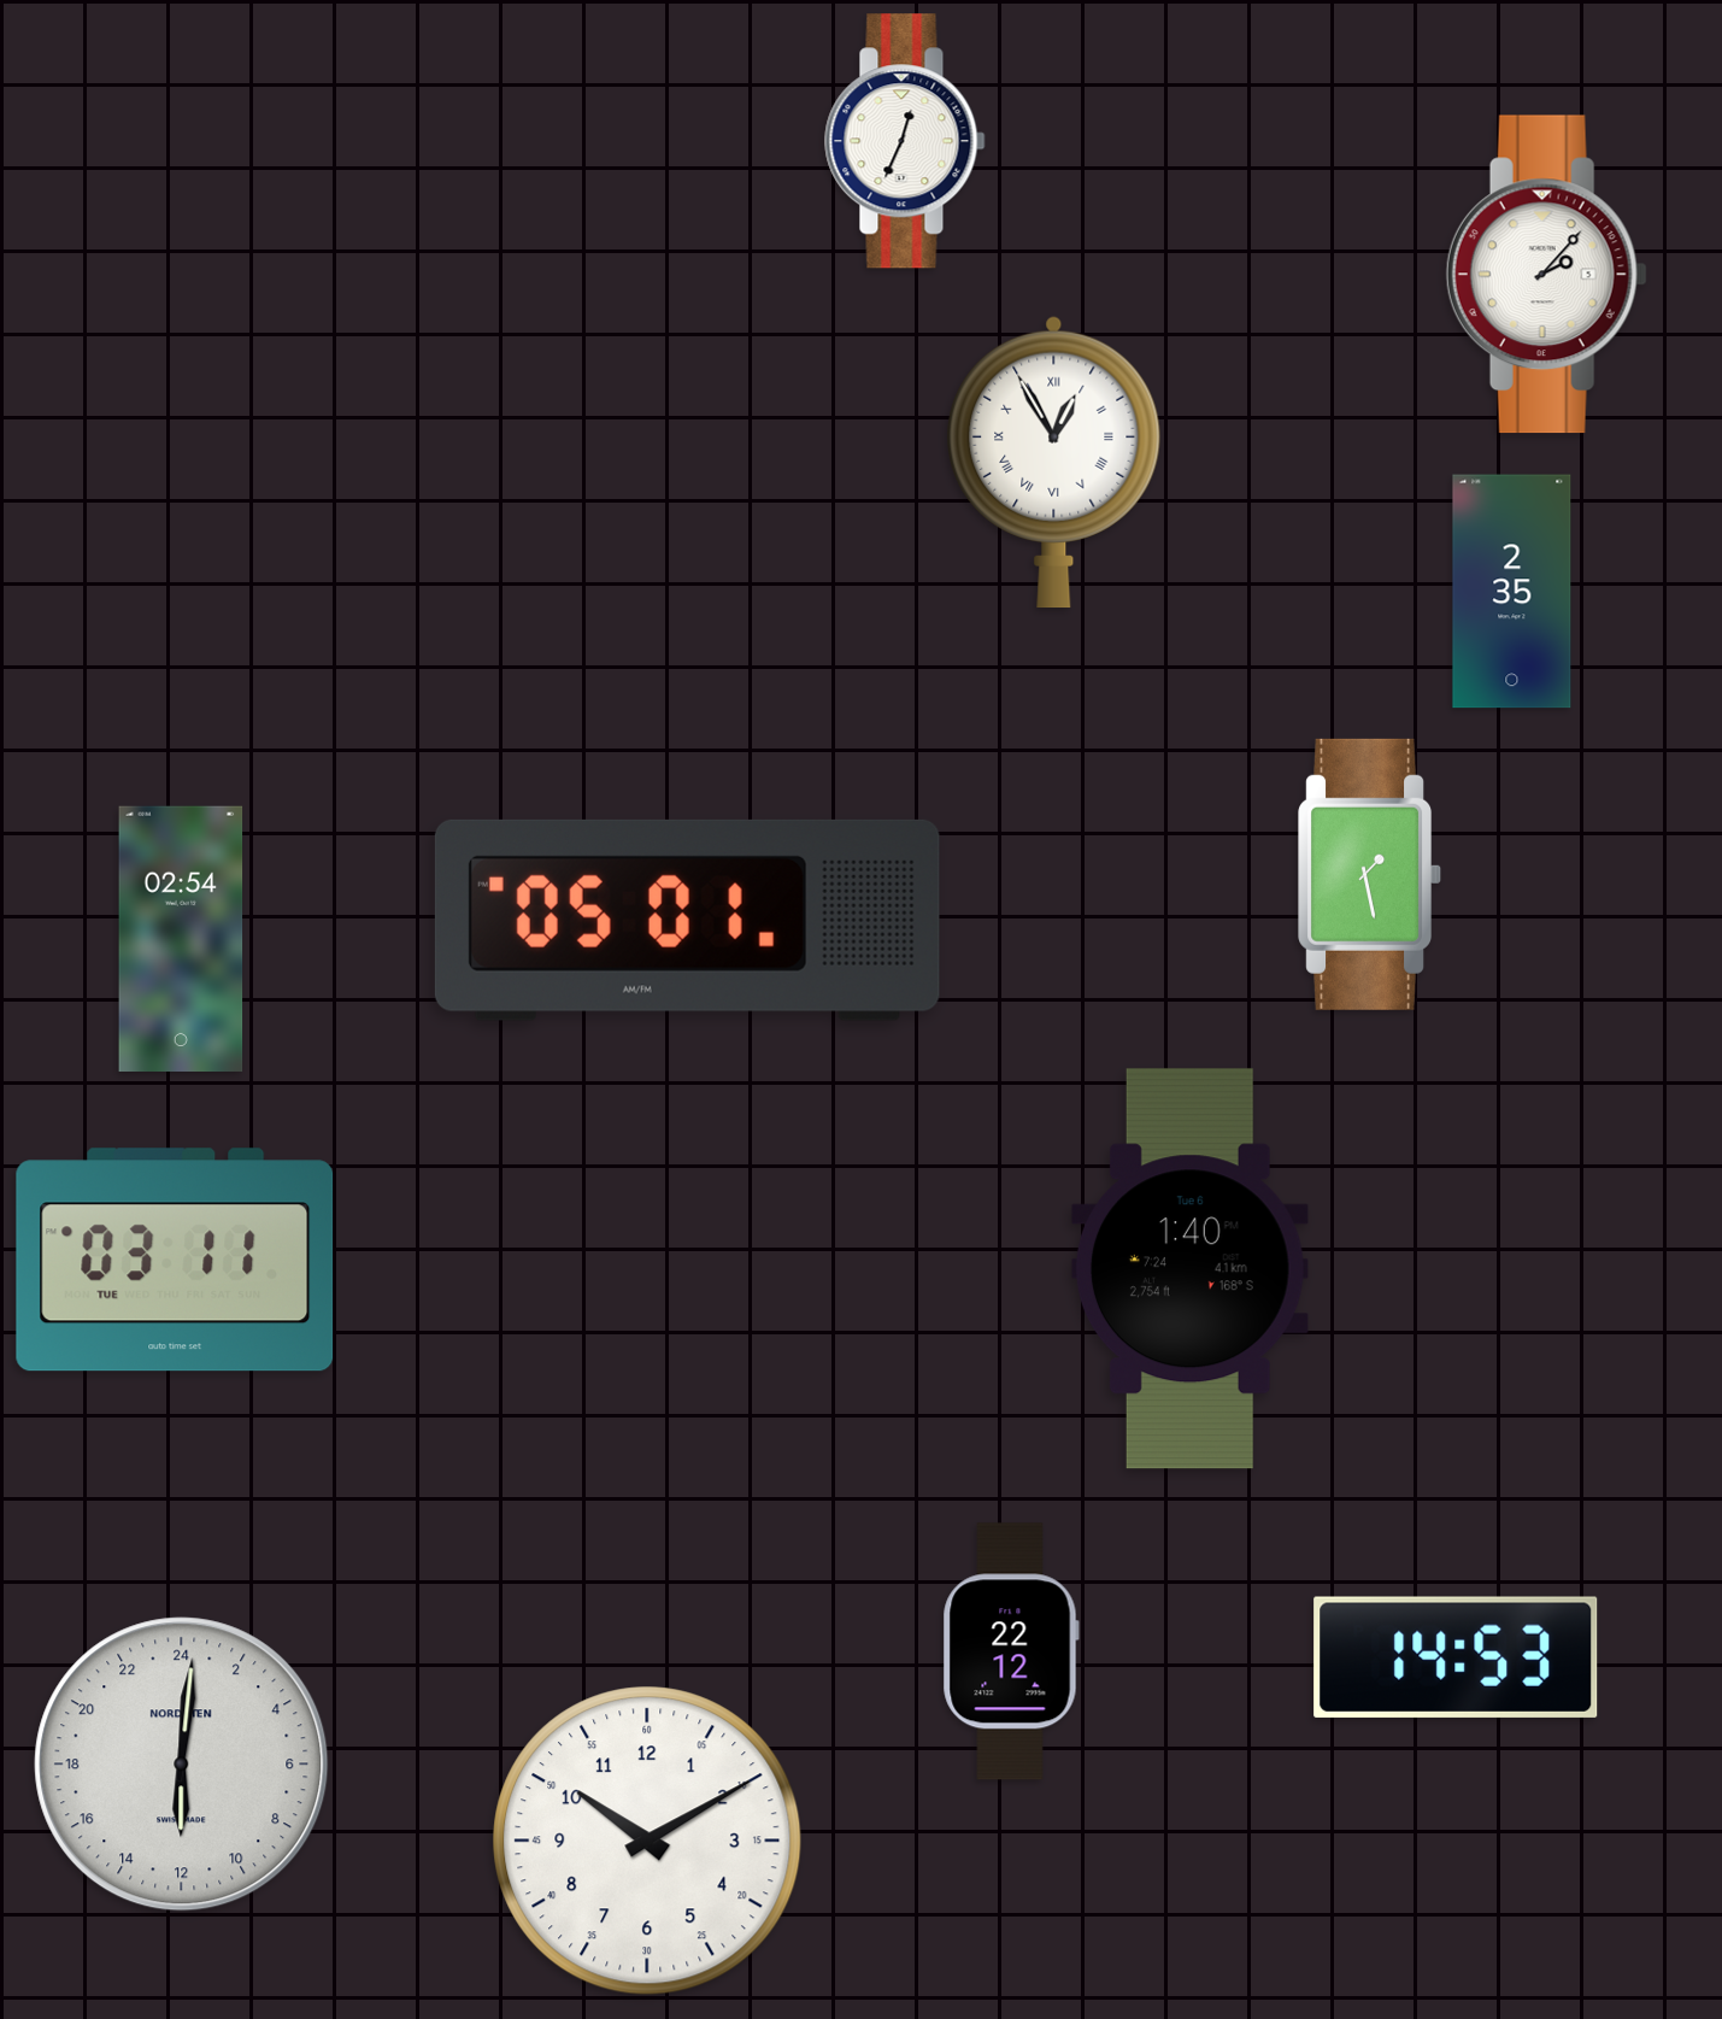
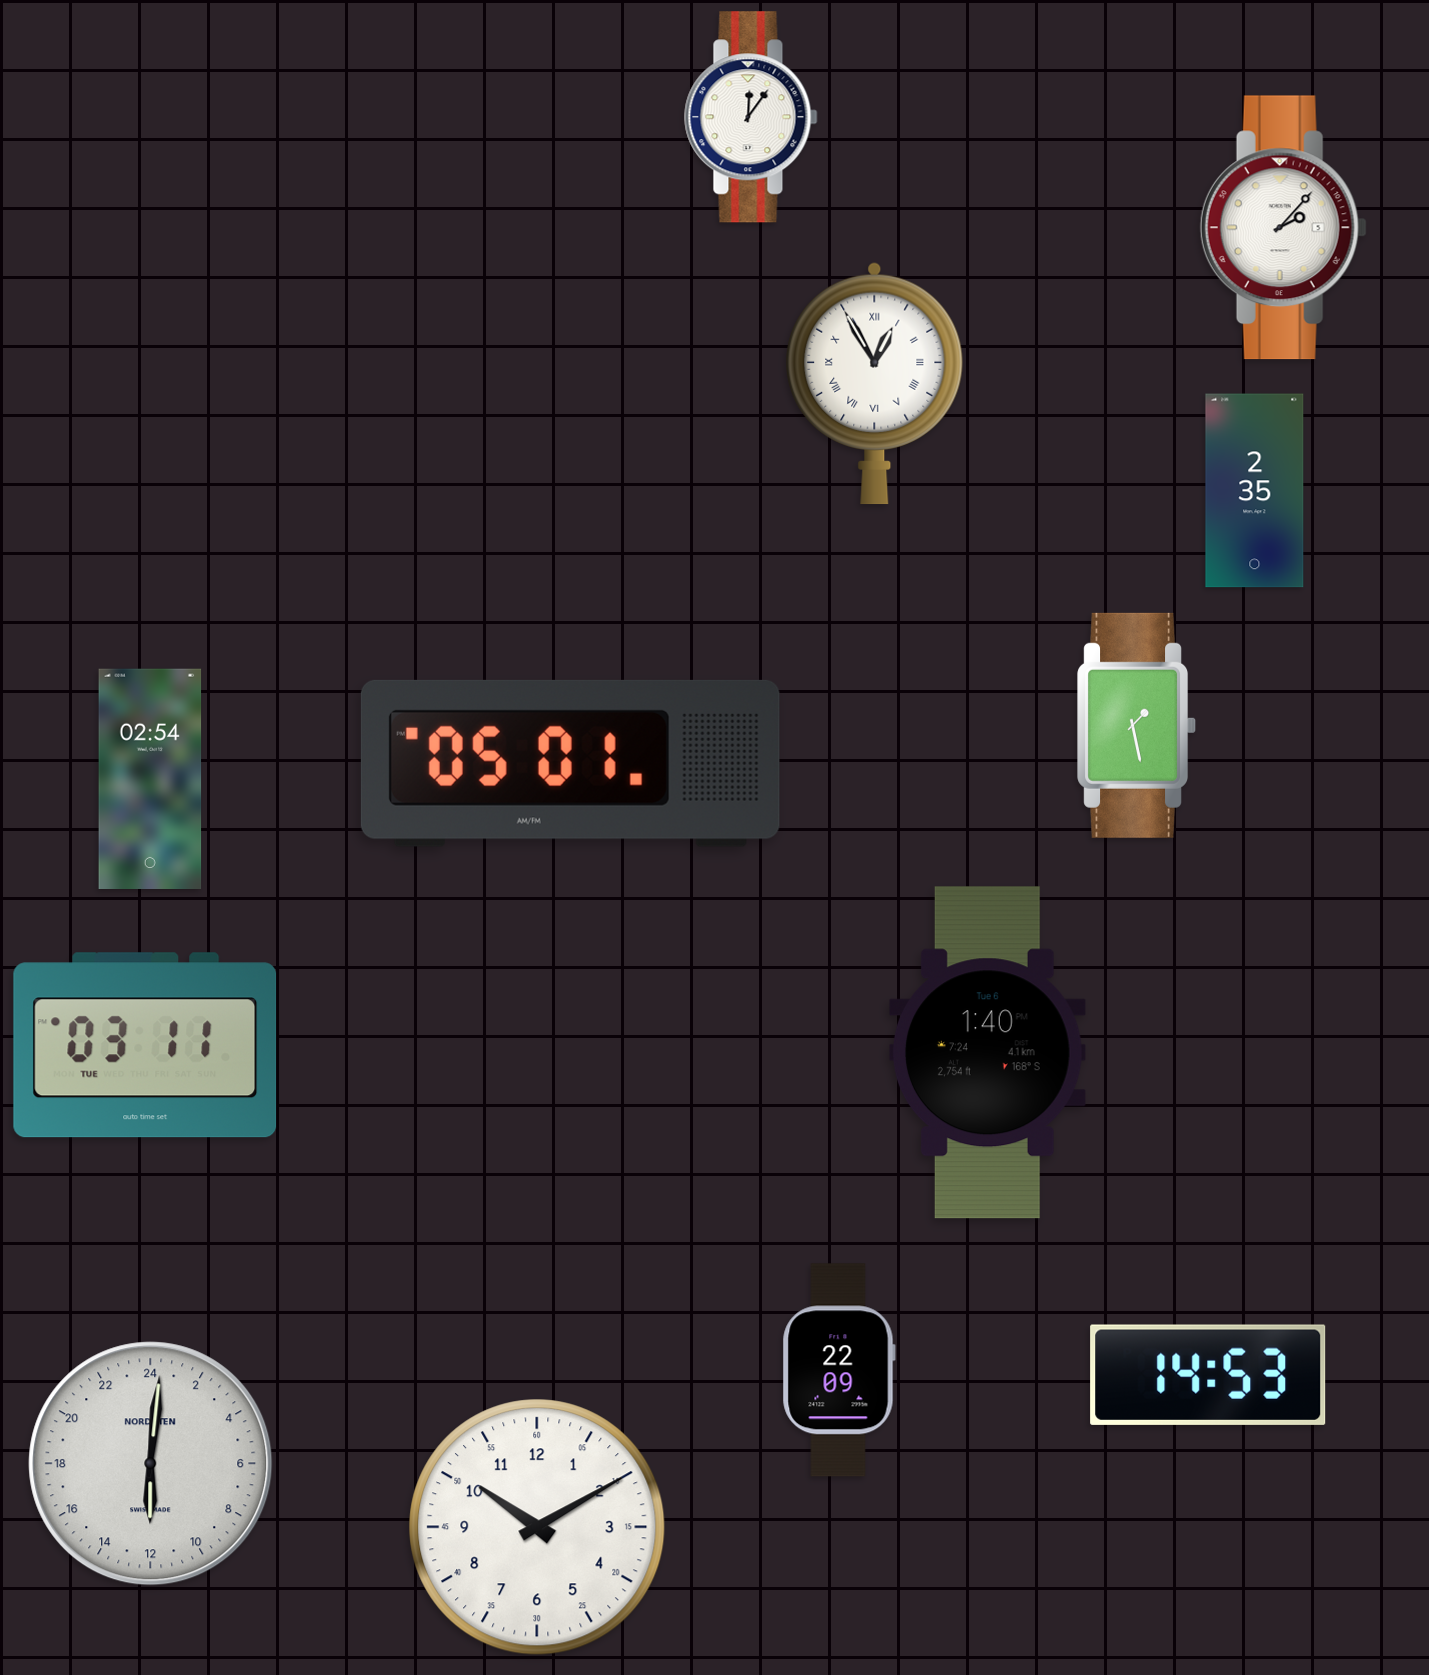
clock at (905, 141): 12:34 -> 12:06
clock at (1011, 1651): 22:12 -> 22:09
